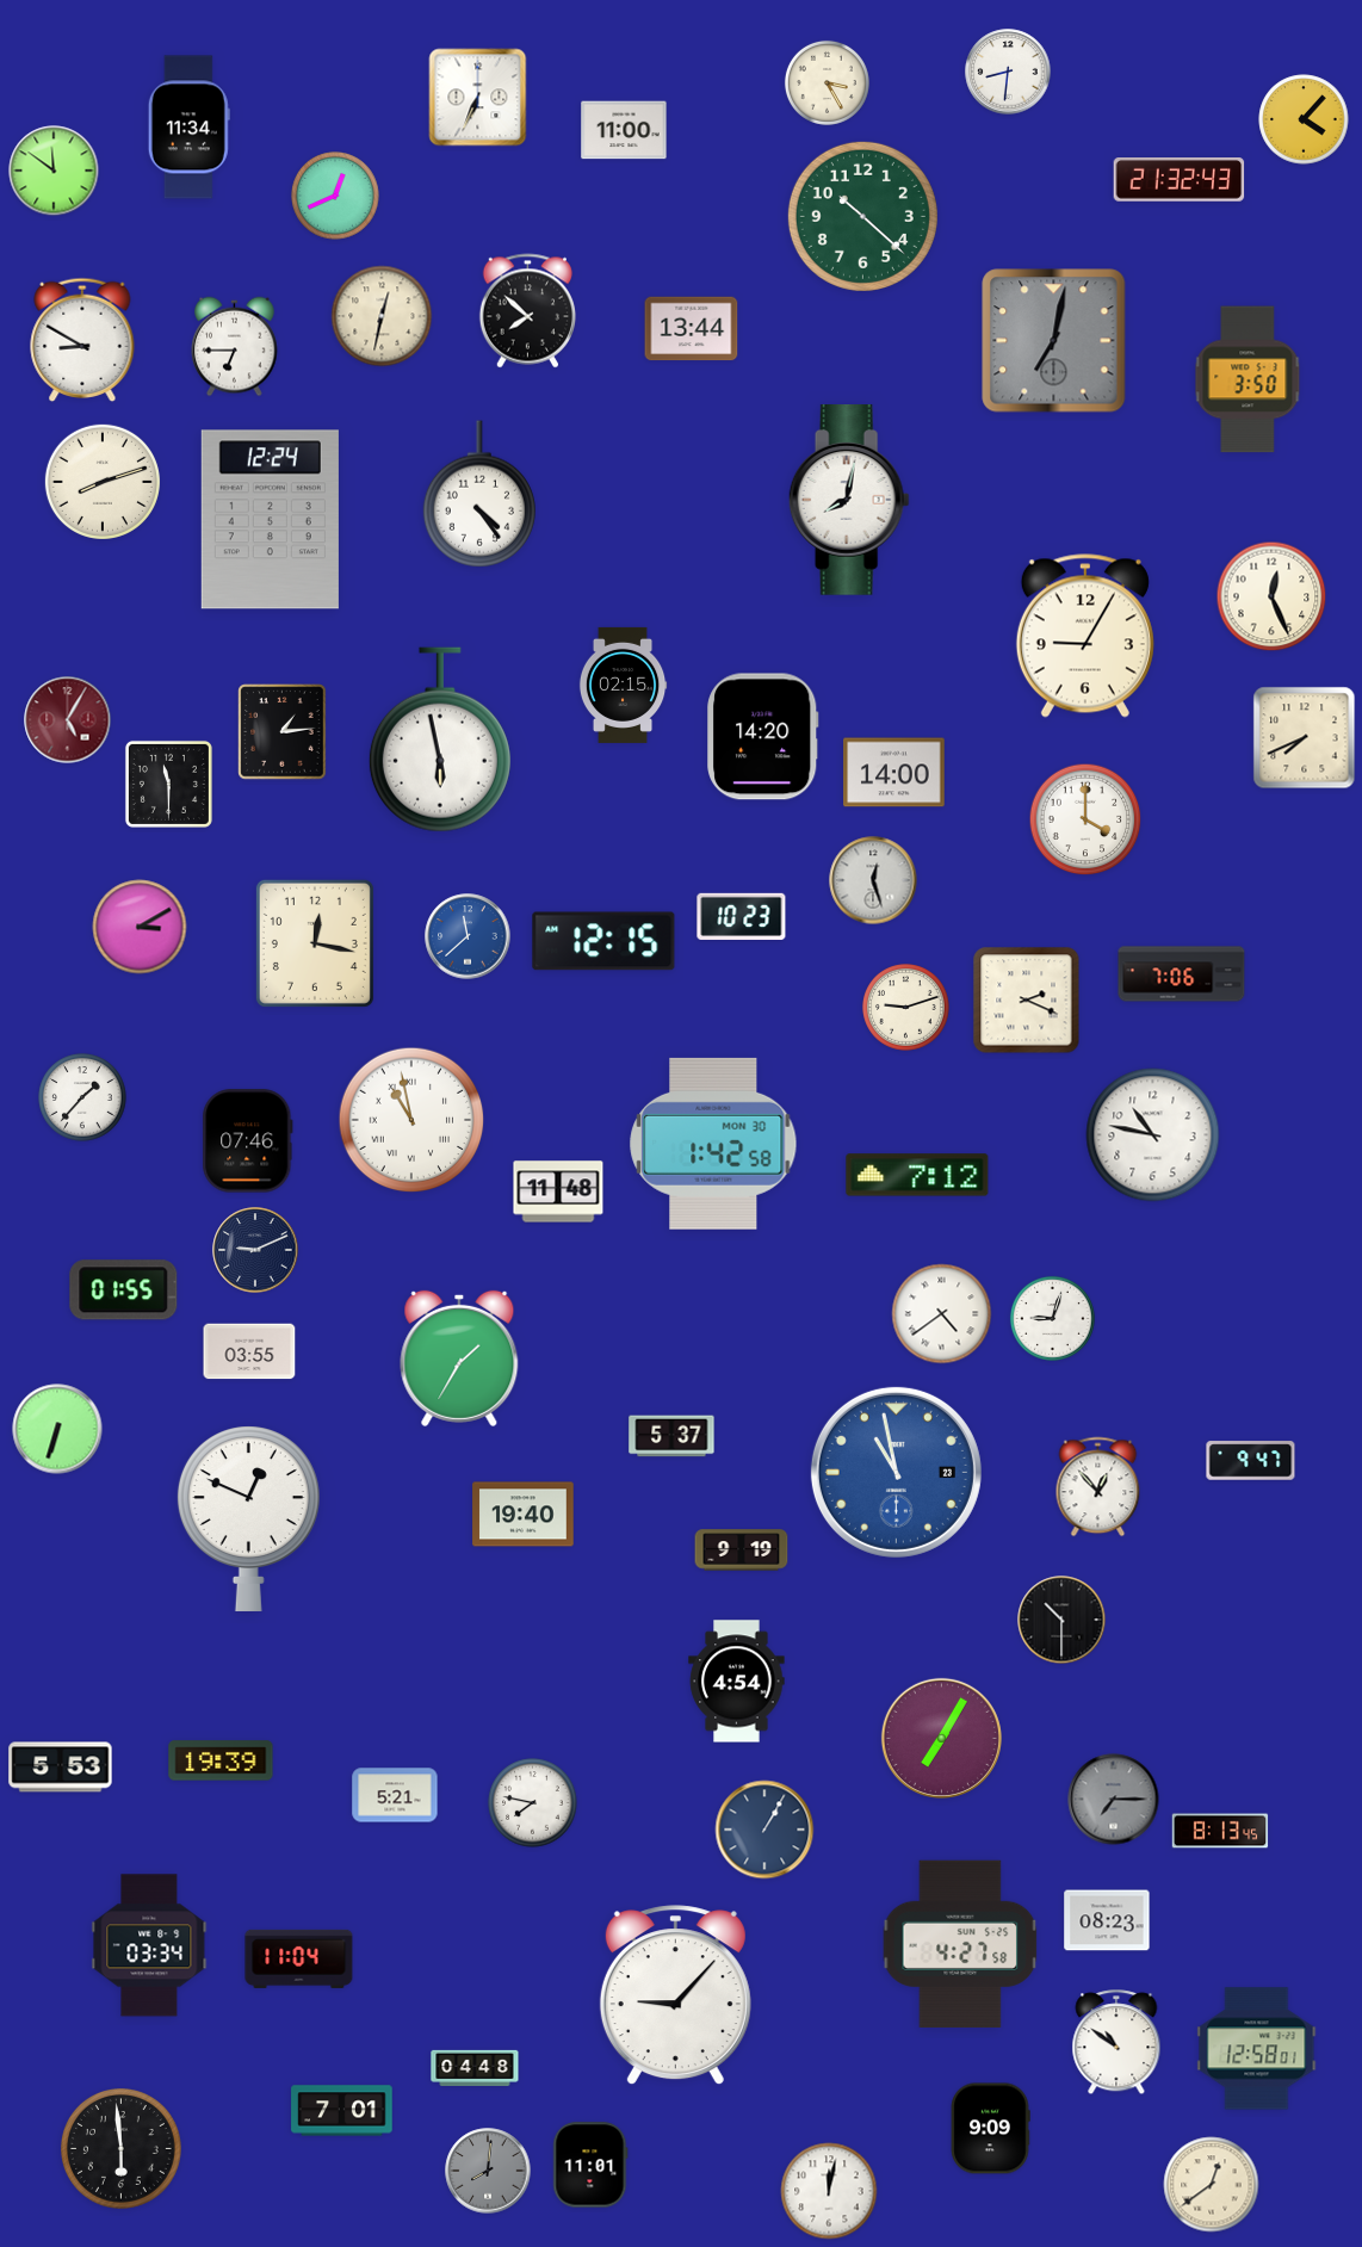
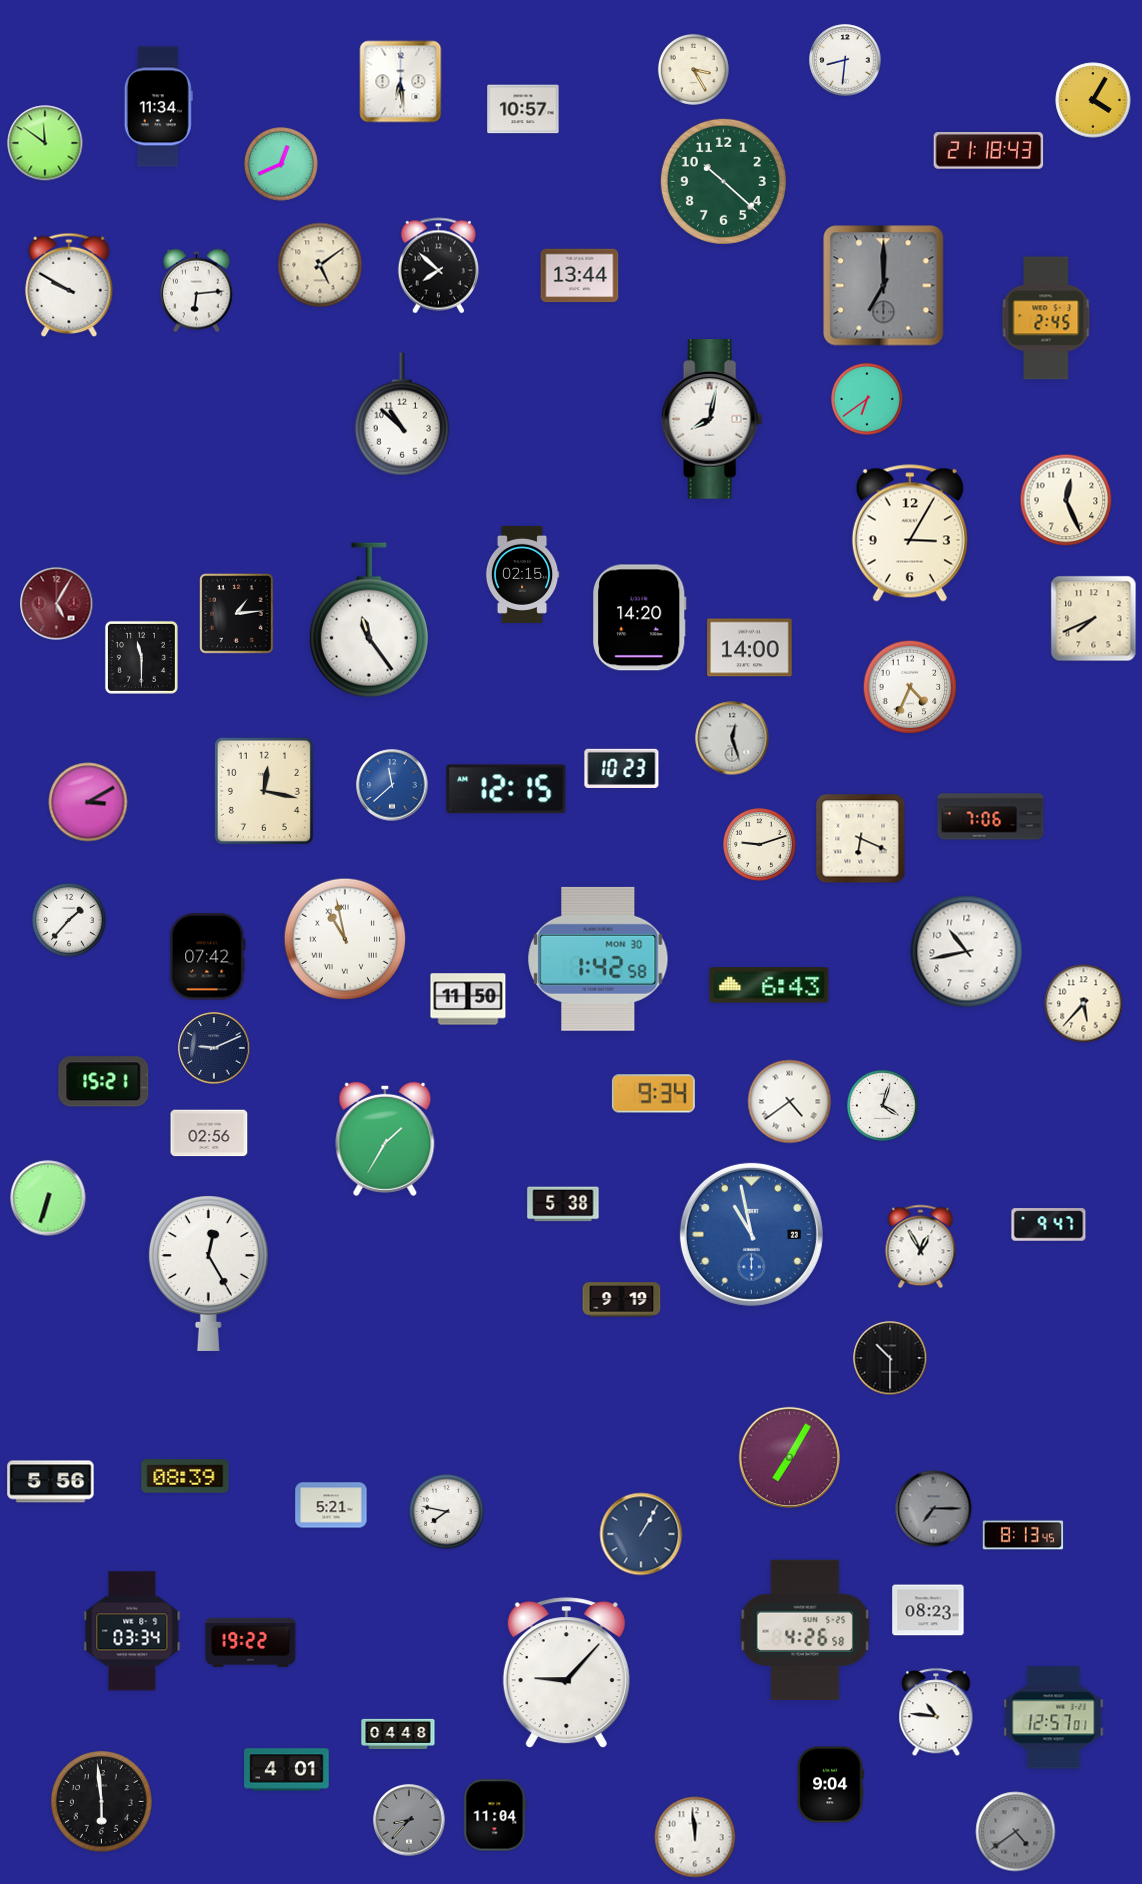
clock at (478, 98): 6:34 -> 6:29
clock at (1304, 119): 4:07 -> 4:05
clock at (624, 130): 11:00 -> 10:57
clock at (1180, 180): 21:32 -> 21:18
clock at (527, 311) position: (527, 311) -> (438, 266)
clock at (382, 316): 12:32 -> 5:09
clock at (82, 339): 8:50 -> 9:50
clock at (1054, 341): 7:02 -> 7:00
clock at (235, 347): 6:45 -> 6:14
clock at (1248, 379): 3:50 -> 2:45
clock at (867, 399): none -> 6:39
clock at (103, 482): 8:12 -> none
clock at (479, 494): 4:24 -> 10:52
clock at (270, 520): 12:24 -> none
clock at (1085, 636): 9:05 -> 3:05
clock at (440, 739): 5:58 -> 11:24
clock at (1085, 819): 4:00 -> 4:34
clock at (140, 927) position: (140, 927) -> (88, 802)
clock at (1027, 1001): 2:19 -> 6:19
clock at (1153, 1135): 10:47 -> 10:43
clock at (248, 1141): 07:46 -> 07:42
clock at (917, 1175): 7:12 -> 6:43
clock at (558, 1191): 11:48 -> 11:50
clock at (1084, 1004): none -> 5:37
clock at (124, 1290): 01:55 -> 15:21
clock at (653, 1094): none -> 9:34
clock at (1052, 1318): 9:03 -> 4:03
clock at (249, 1351): 03:55 -> 02:56
clock at (671, 1436): 5:37 -> 5:38
clock at (1098, 1487): 12:53 -> 12:55
clock at (524, 1515): 19:40 -> none
clock at (248, 1518): 12:49 -> 12:25
clock at (737, 1682): 4:54 -> none
clock at (221, 1760): 19:39 -> 08:39
clock at (61, 1768): 5:53 -> 5:56
clock at (960, 1943): 4:27 -> 4:26
clock at (149, 1945) position: (149, 1945) -> (132, 1631)
clock at (299, 1958): 11:04 -> 19:22
clock at (1116, 2043): 10:51 -> 10:46
clock at (1257, 2049): 12:58 -> 12:57
clock at (342, 2111): 7:01 -> 4:01
clock at (990, 2129): 9:09 -> 9:04
clock at (590, 2165): 11:01 -> 11:04
clock at (488, 2171): 8:01 -> 8:37
clock at (1212, 2185): 12:39 -> 4:39
clock at (1212, 2185) dial: cream -> grey
clock at (829, 2191): 12:02 -> 11:59
